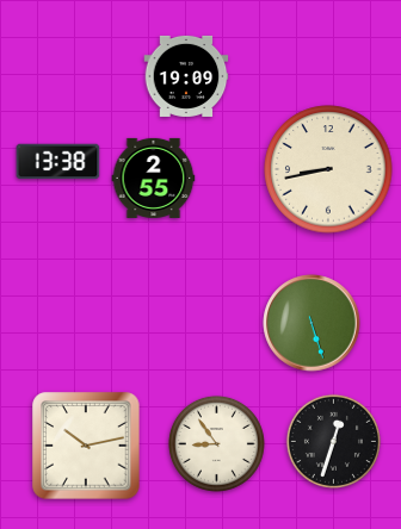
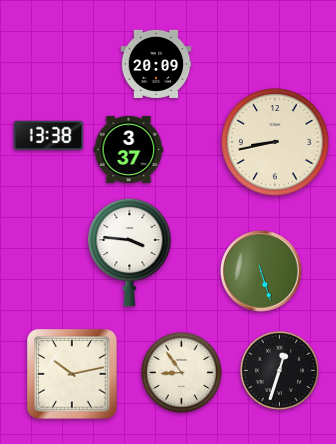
clock at (186, 76): 19:09 -> 20:09
clock at (154, 178): 2:55 -> 3:37
clock at (130, 252): none -> 3:46
